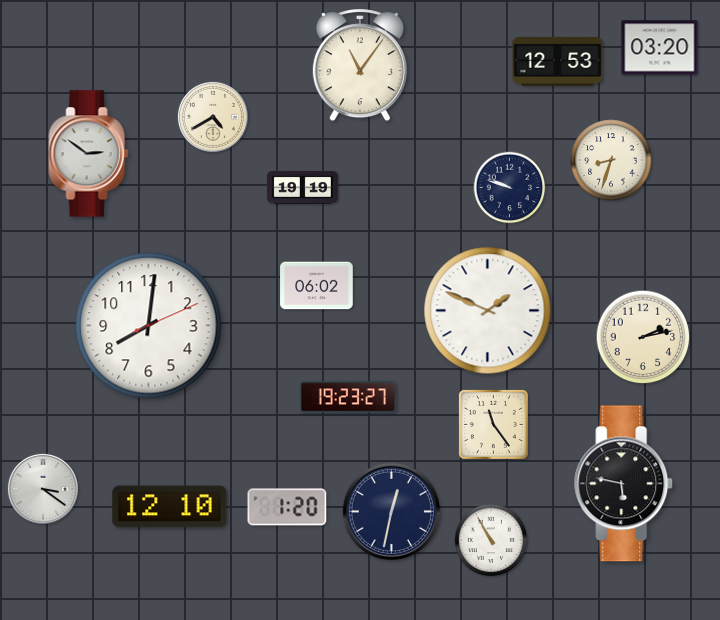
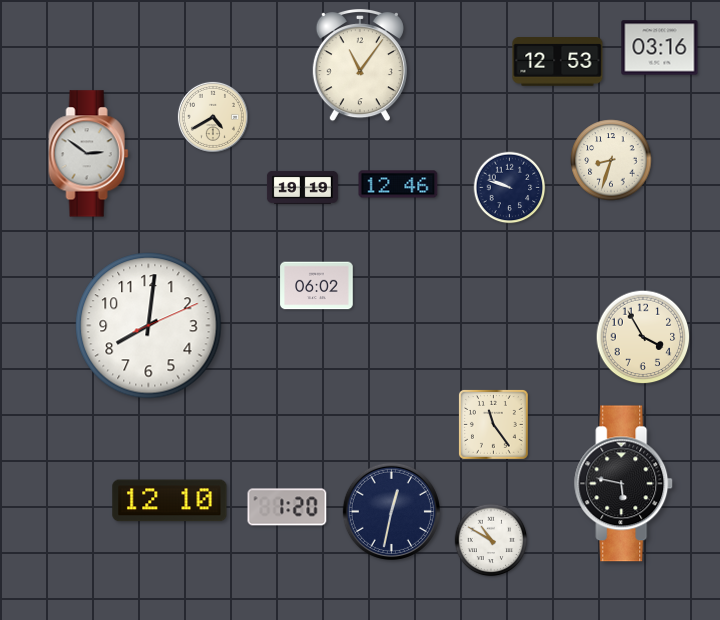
clock at (660, 48): 03:20 -> 03:16
clock at (398, 184): none -> 12:46
clock at (488, 311): 1:49 -> none
clock at (643, 337): 2:13 -> 3:55
clock at (348, 397): 19:23 -> none
clock at (43, 489): 3:21 -> none
clock at (170, 507) position: (170, 507) -> (170, 501)
clock at (491, 540): 10:55 -> 10:50
